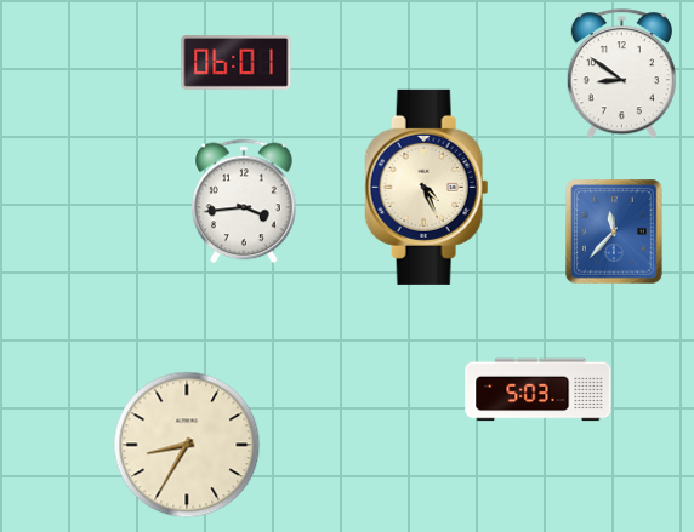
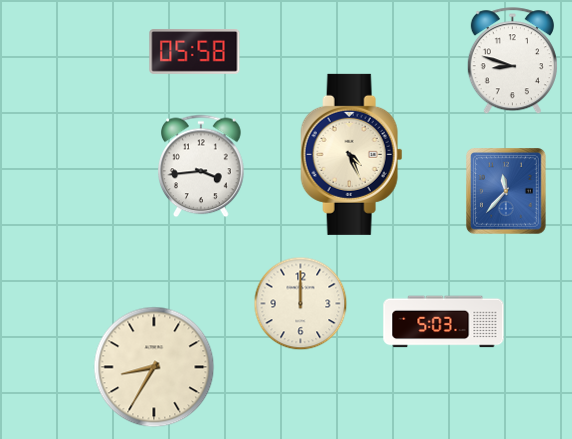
clock at (237, 63): 06:01 -> 05:58
clock at (621, 74): 8:51 -> 8:48
clock at (301, 304): none -> 12:00
